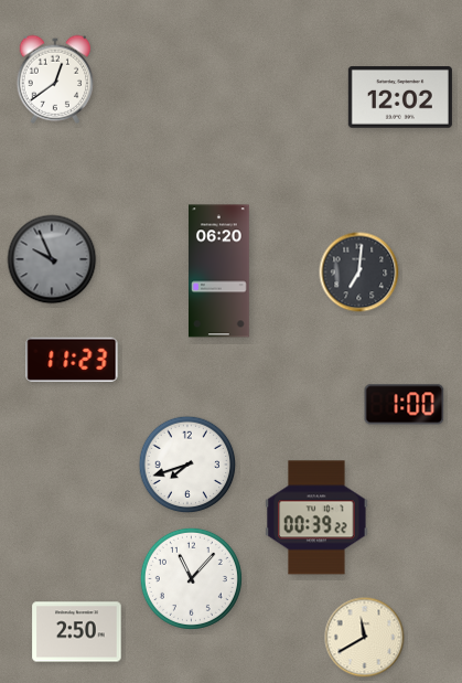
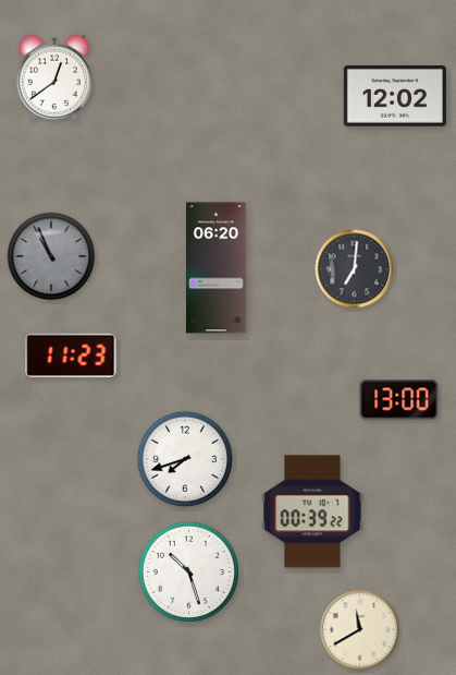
clock at (52, 259): 9:56 -> 10:56
clock at (405, 405): 1:00 -> 13:00
clock at (191, 578): 11:07 -> 10:27
clock at (77, 632): 2:50 -> none
